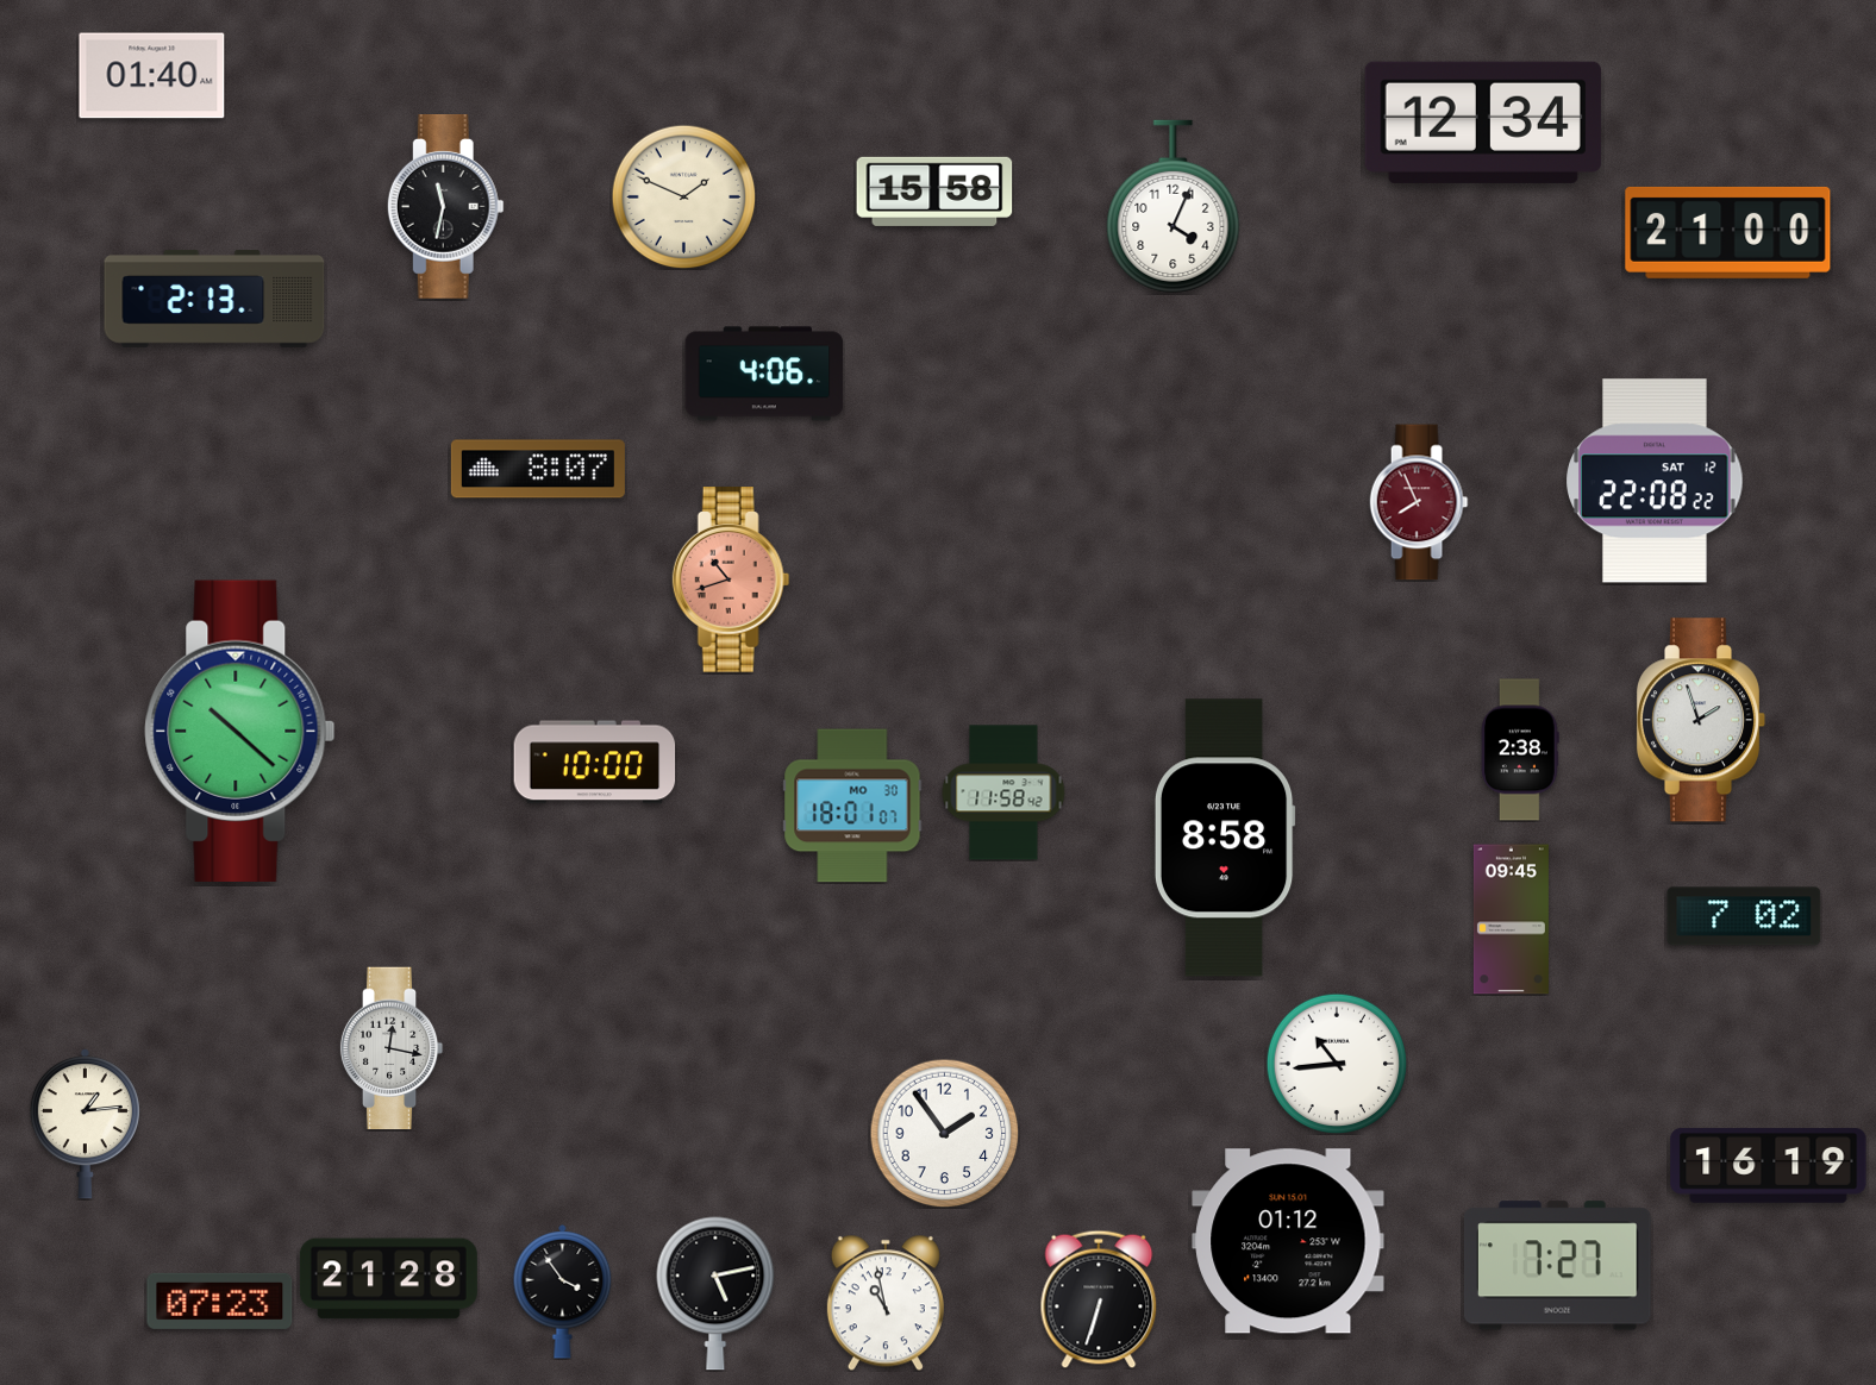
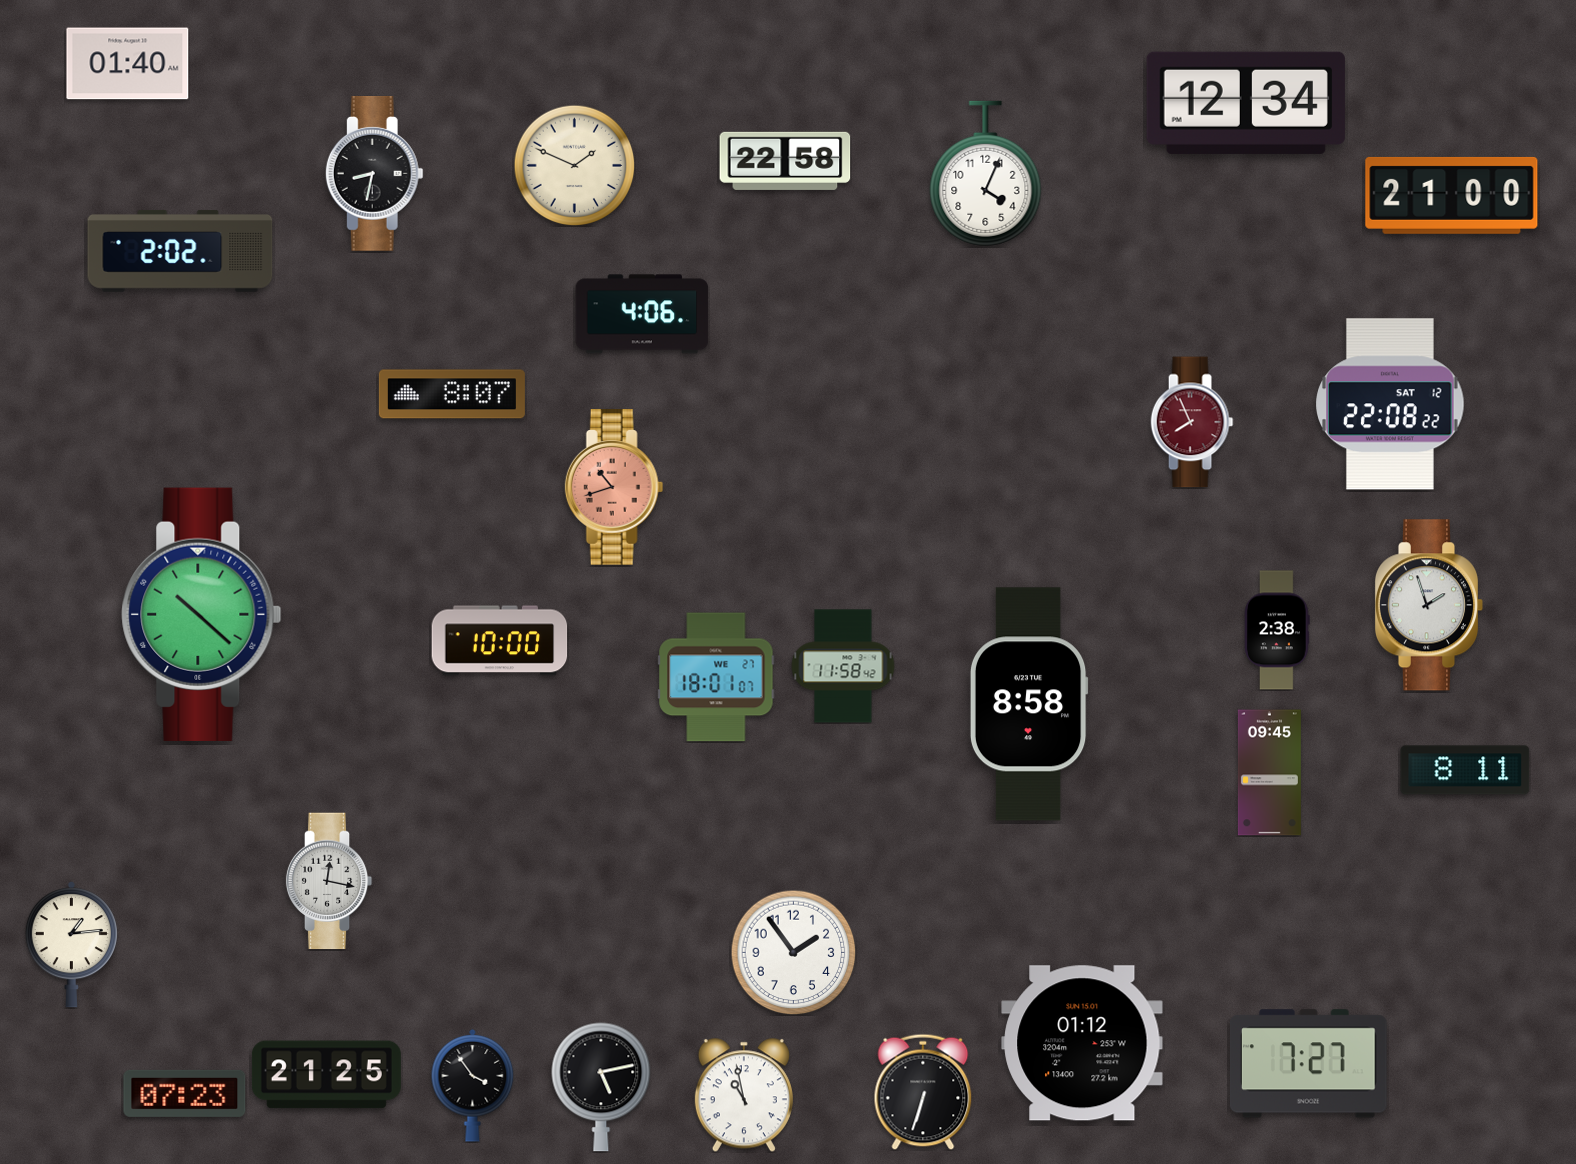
clock at (934, 192): 15:58 -> 22:58
clock at (445, 207): 11:32 -> 8:32
clock at (214, 299): 2:13 -> 2:02
clock at (852, 806) date: MO 30 -> WE 27
clock at (1744, 916): 7:02 -> 8:11
clock at (1337, 1064): 10:44 -> none
clock at (1769, 1166): 16:19 -> none
clock at (388, 1279): 21:28 -> 21:25
